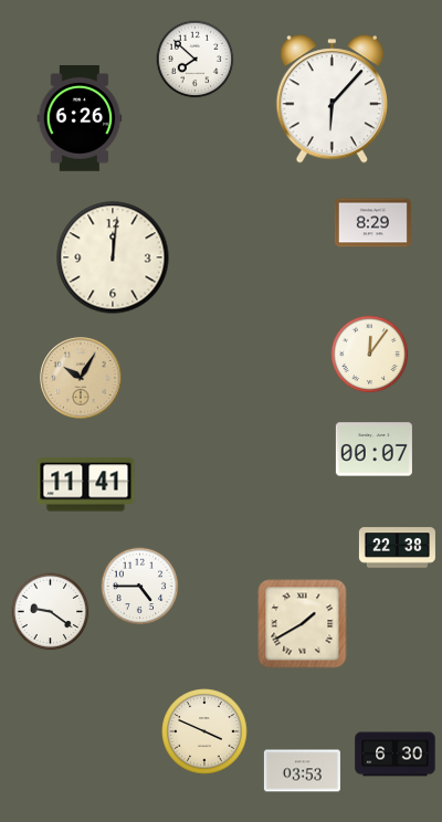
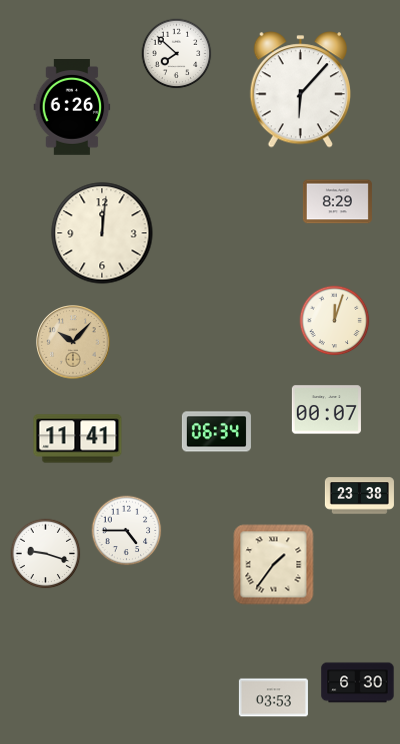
clock at (370, 355): 12:06 -> 12:03
clock at (81, 378): 10:05 -> 10:07
clock at (373, 450) position: (373, 450) -> (326, 410)
clock at (216, 432): none -> 06:34
clock at (397, 548): 22:38 -> 23:38
clock at (51, 612): 9:21 -> 9:18
clock at (303, 624): 1:40 -> 1:36
clock at (204, 731): 3:49 -> none
